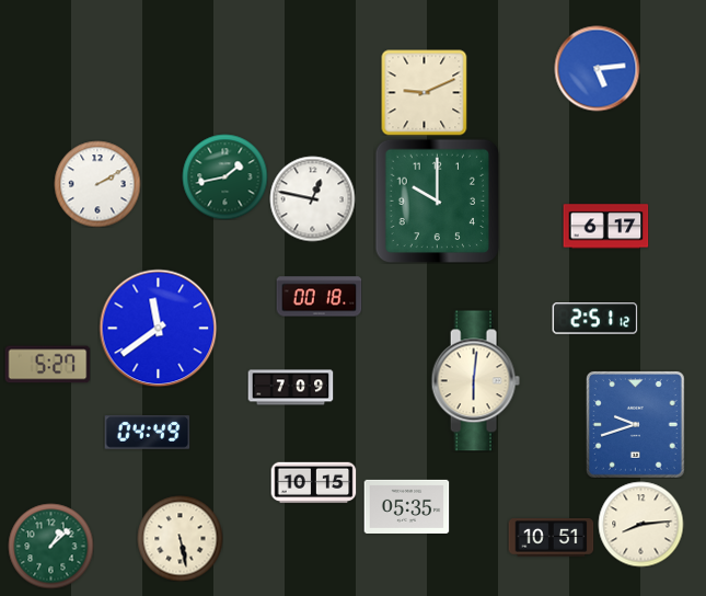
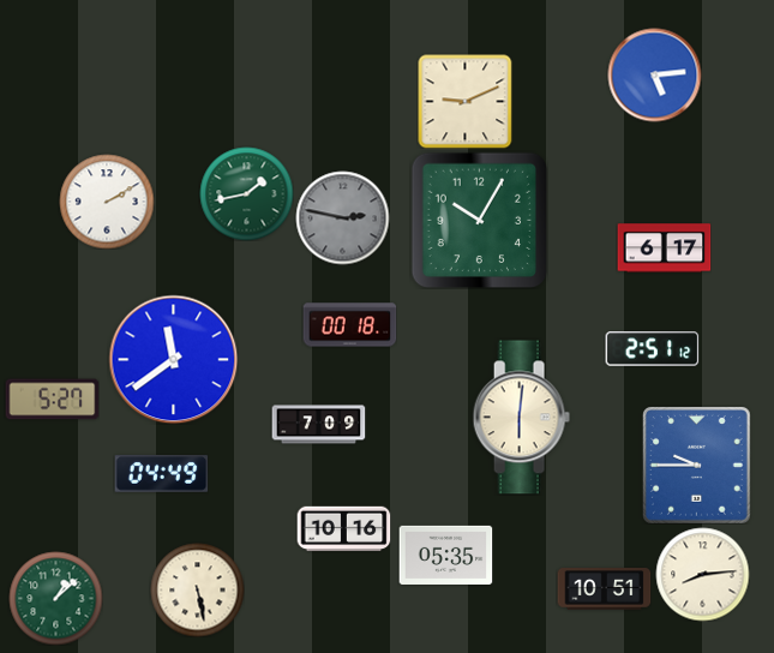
clock at (312, 198): 12:47 -> 2:47
clock at (312, 198) dial: white -> grey
clock at (437, 200): 10:00 -> 10:05
clock at (636, 425): 9:42 -> 9:45
clock at (313, 483): 10:15 -> 10:16
